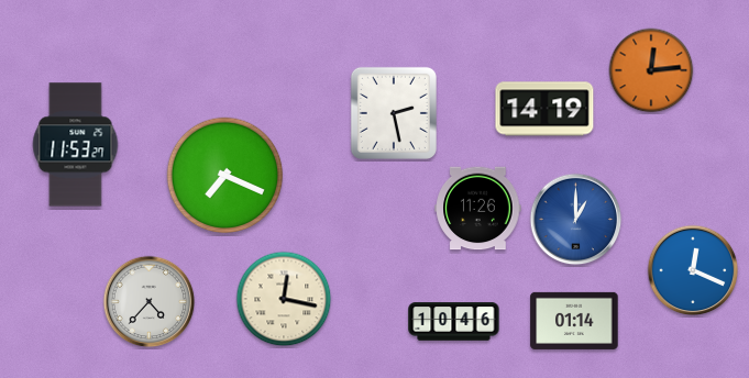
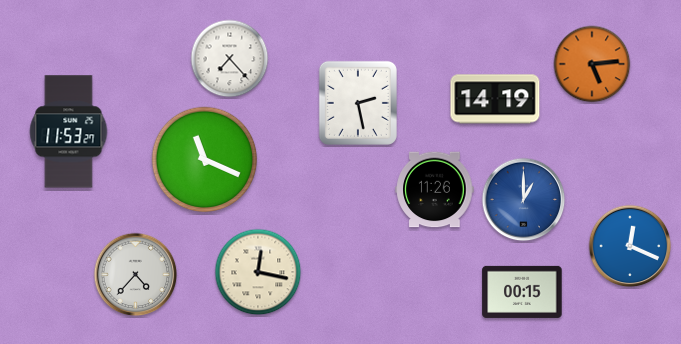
clock at (230, 59): none -> 7:23
clock at (651, 70): 12:14 -> 5:14
clock at (225, 176): 7:19 -> 11:19
clock at (574, 321): 01:14 -> 00:15
clock at (454, 322): 10:46 -> none
